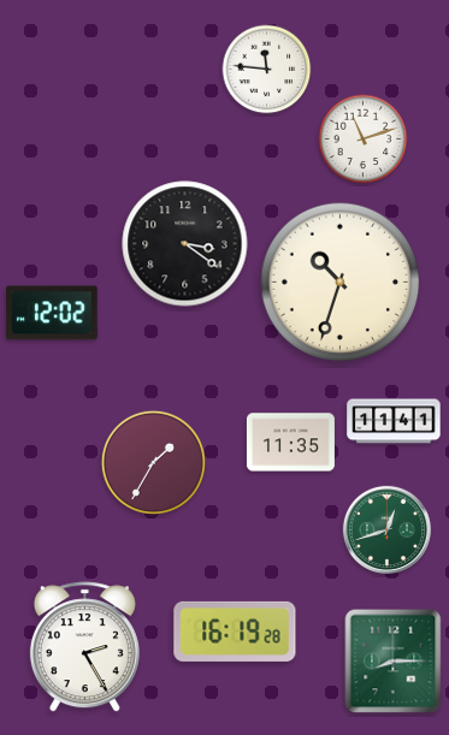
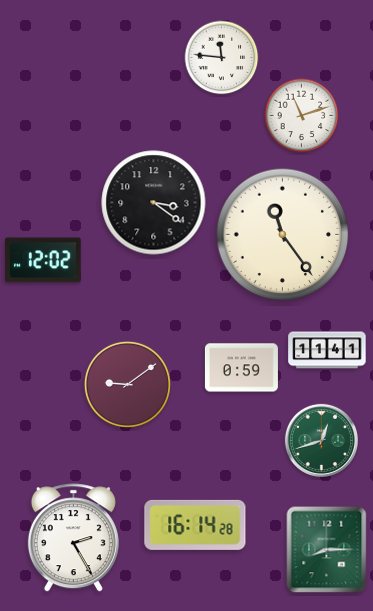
clock at (341, 283): 10:33 -> 11:24
clock at (290, 443): 11:35 -> 0:59
clock at (153, 462): 1:35 -> 9:09
clock at (235, 632): 16:19 -> 16:14
clock at (84, 647) position: (84, 647) -> (73, 538)
